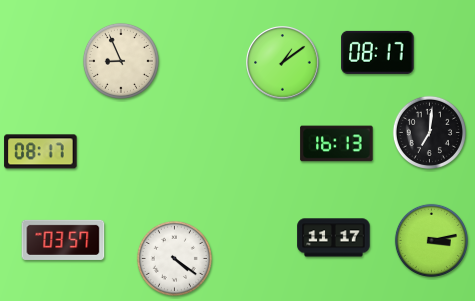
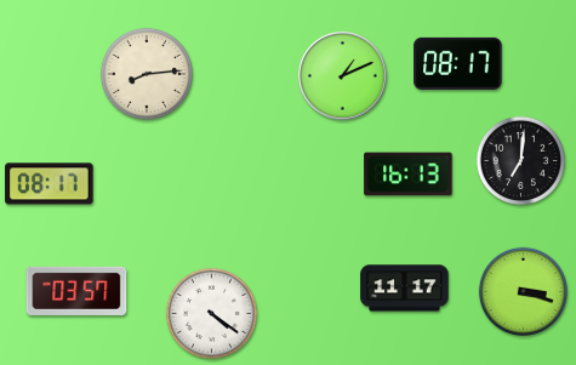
clock at (121, 61): 8:56 -> 8:14
clock at (283, 63): 1:09 -> 1:11
clock at (431, 240): 3:13 -> 3:18
